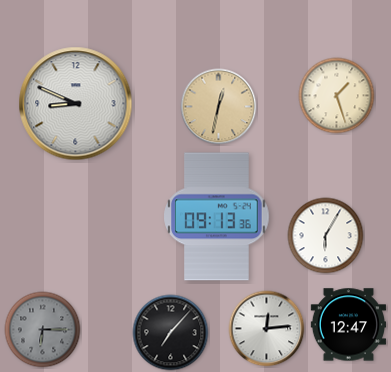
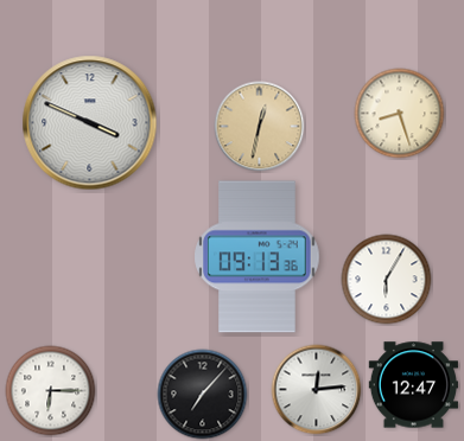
clock at (337, 96): 1:27 -> 8:27
clock at (76, 104): 8:49 -> 3:49
clock at (43, 330) dial: grey -> white
